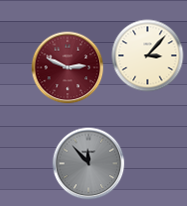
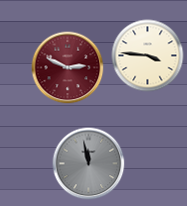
clock at (148, 56): 3:07 -> 3:46
clock at (89, 164): 11:53 -> 11:58
